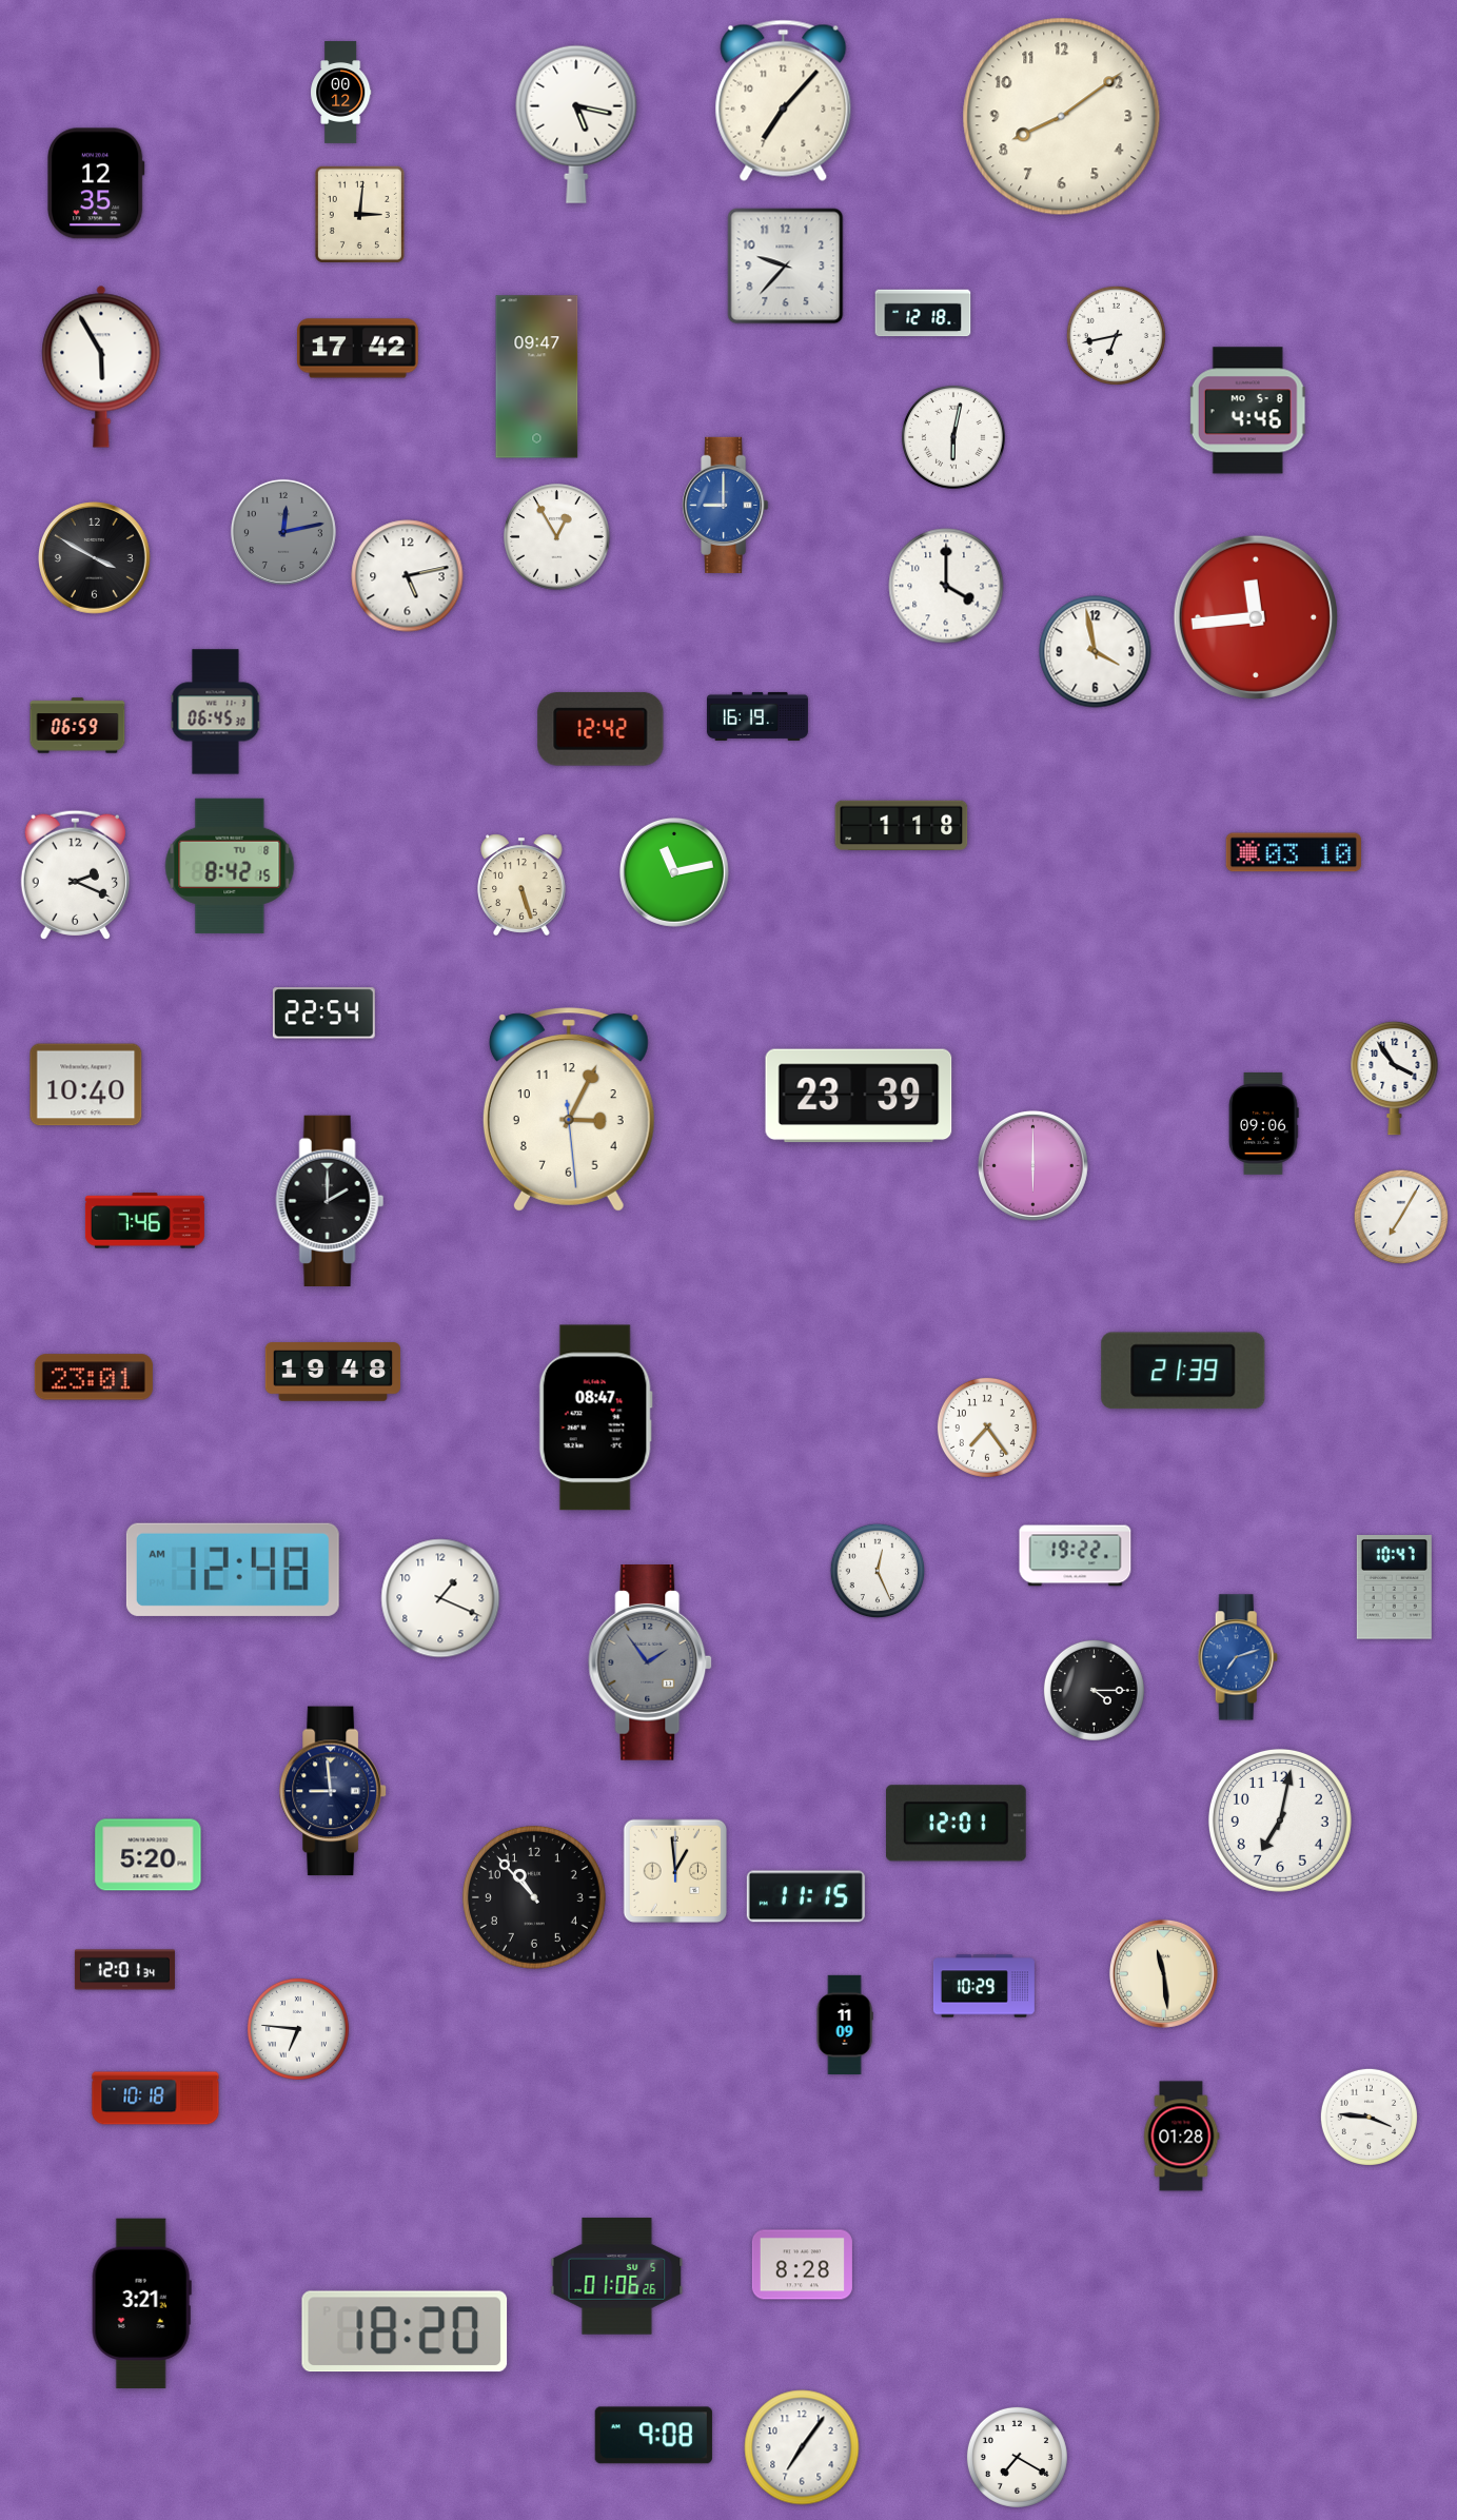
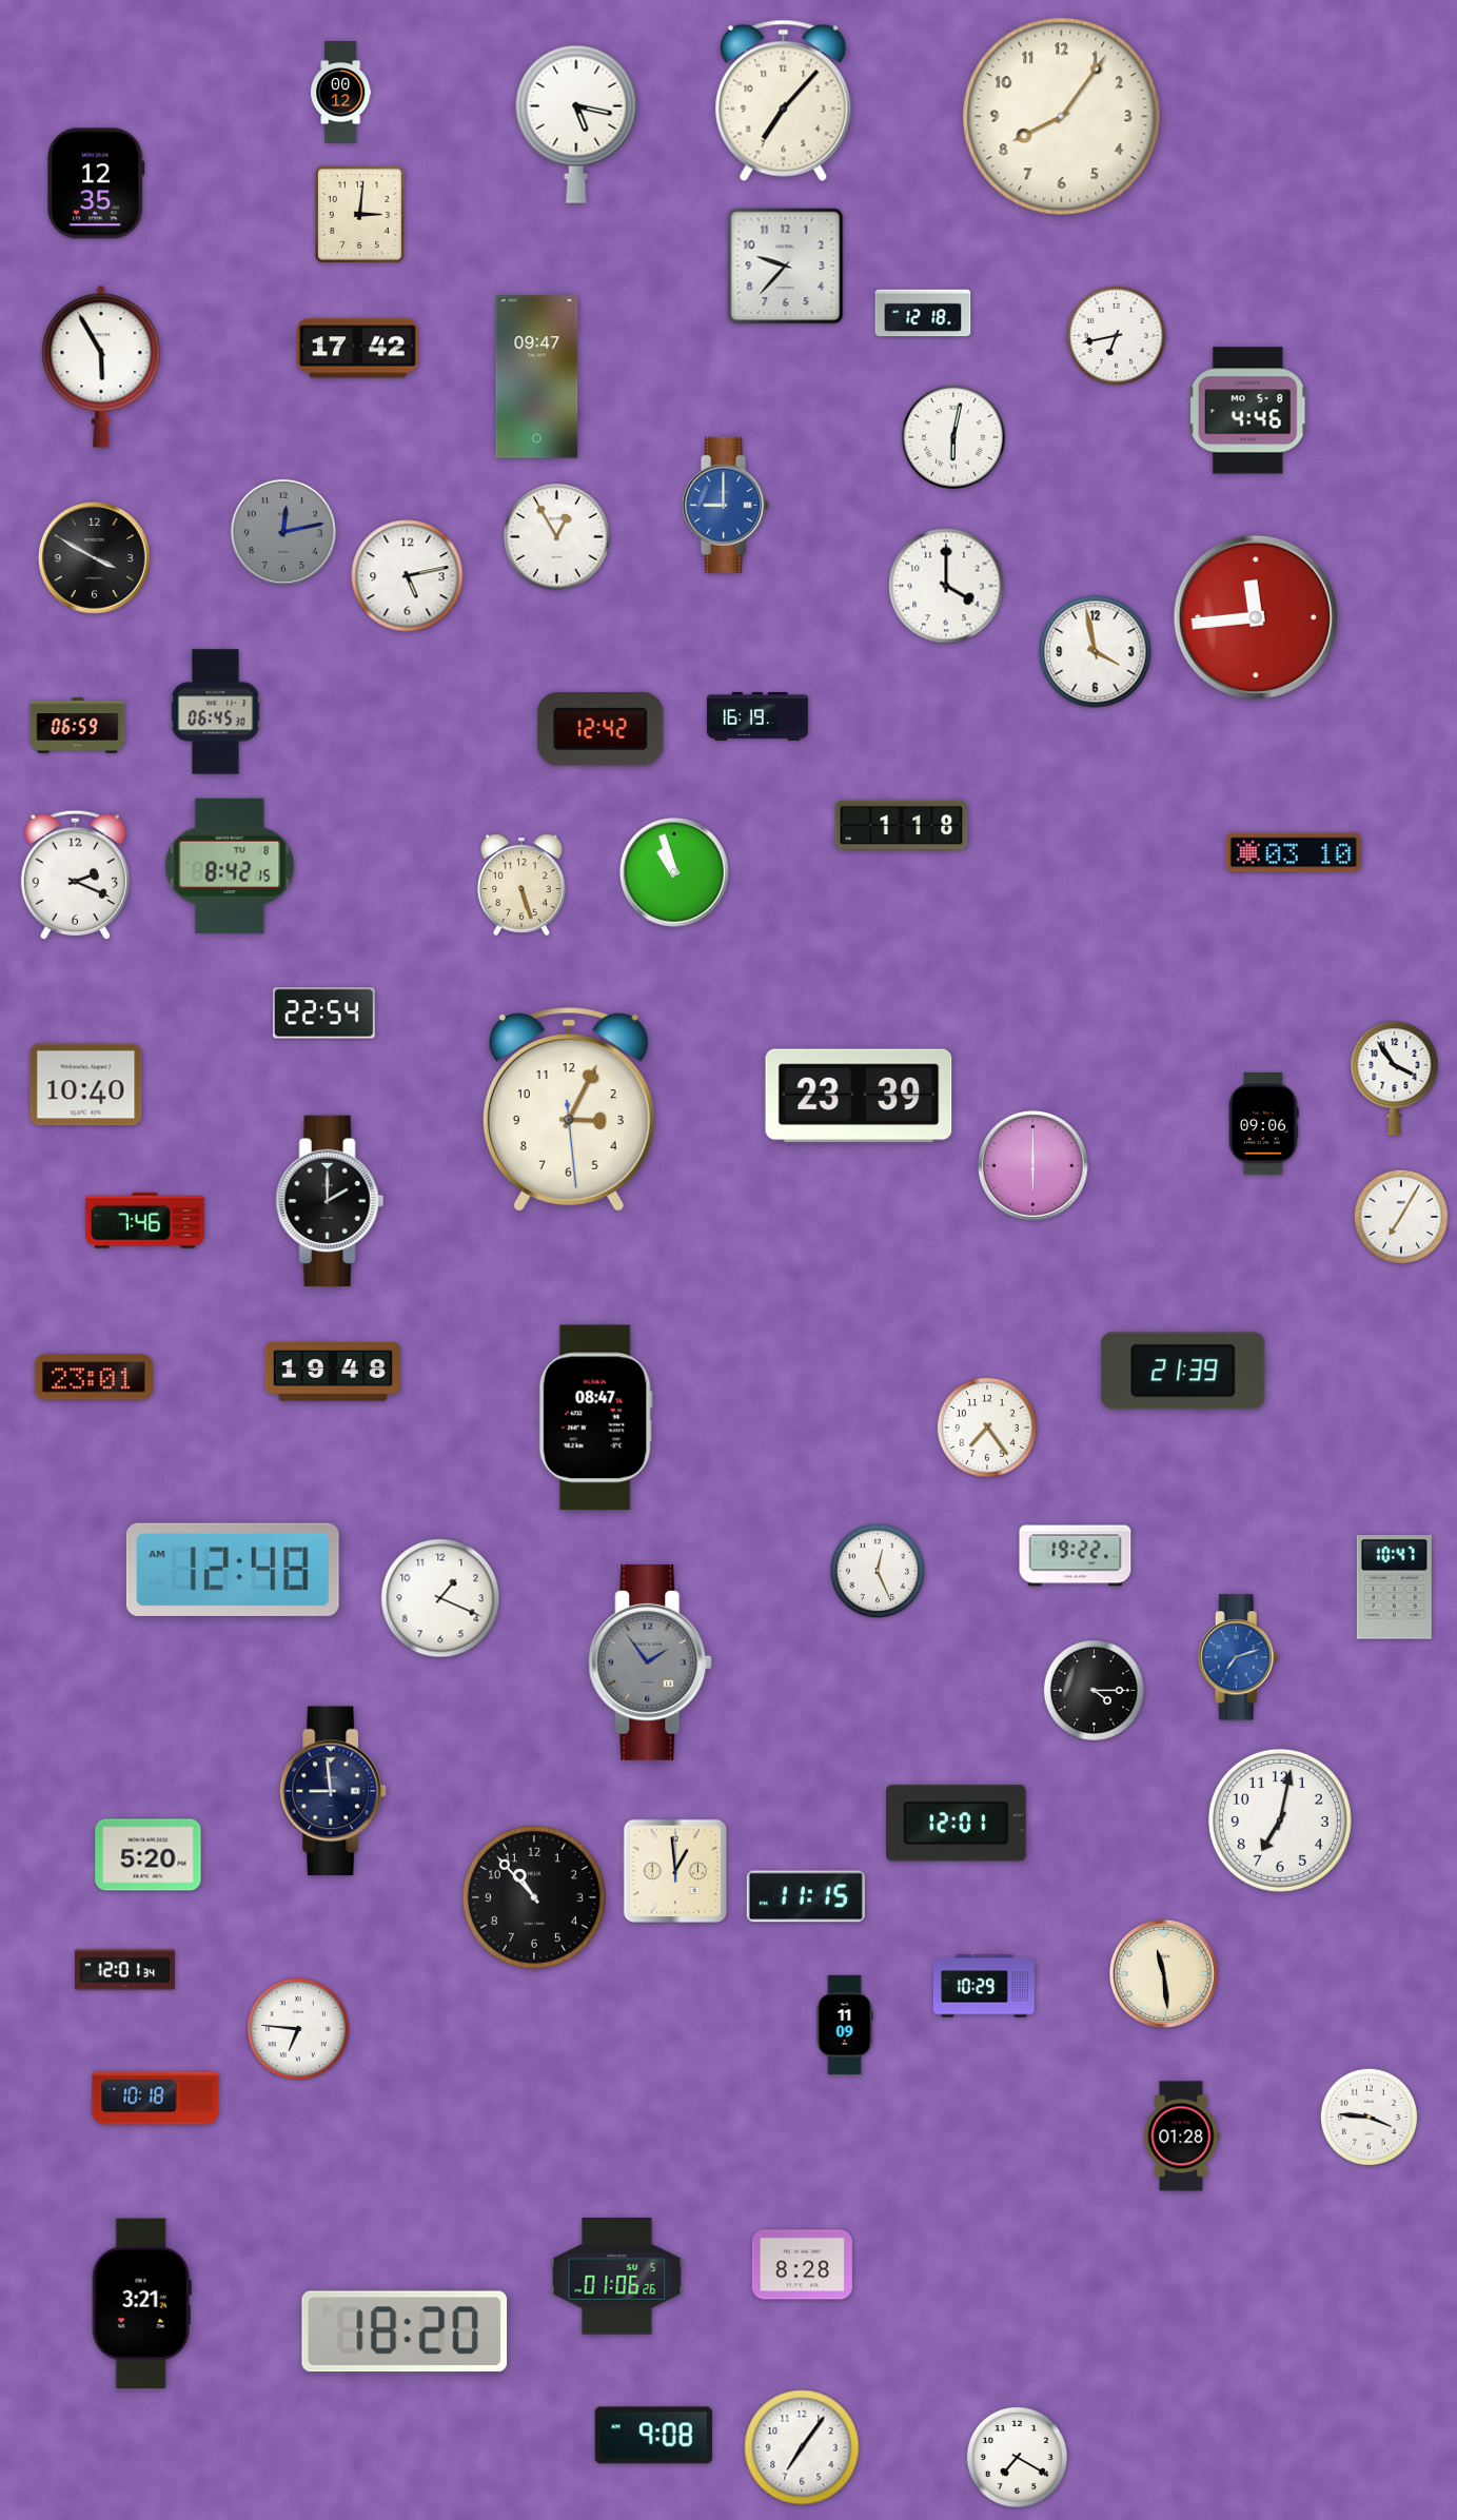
clock at (1062, 117): 8:09 -> 8:06
clock at (674, 872): 11:13 -> 10:57
